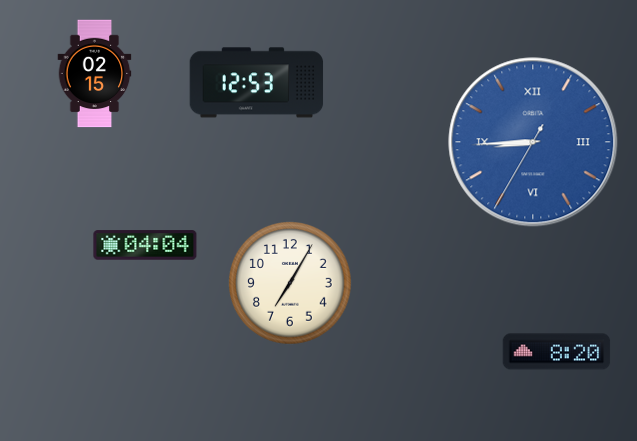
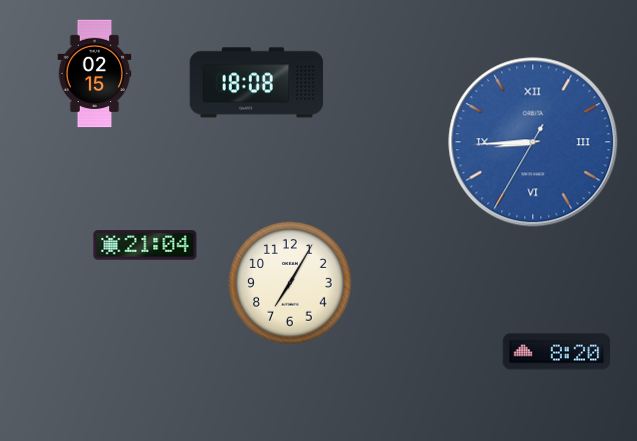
clock at (257, 83): 12:53 -> 18:08
clock at (145, 245): 04:04 -> 21:04
